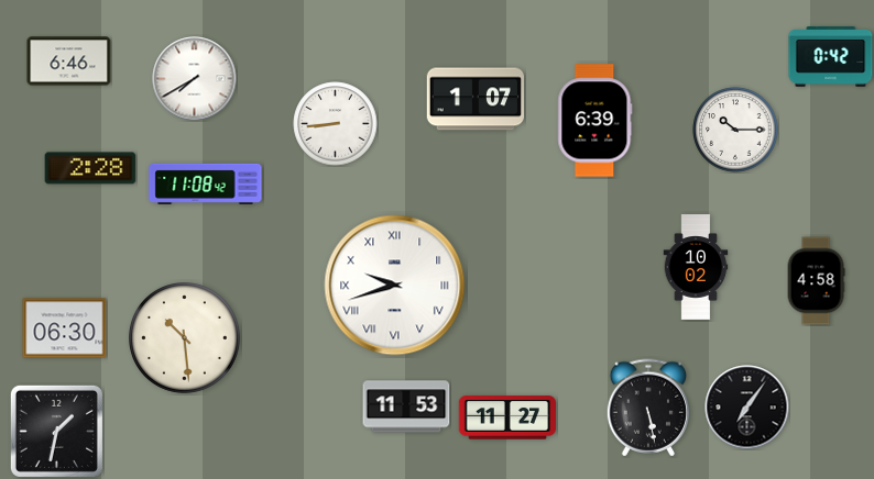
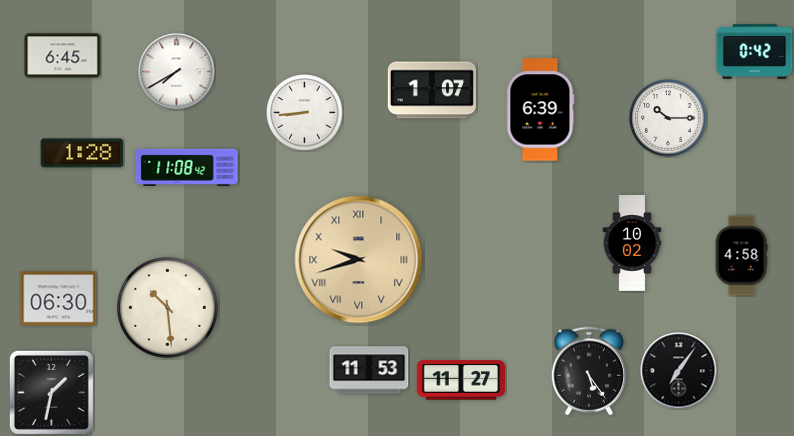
clock at (69, 62): 6:46 -> 6:45
clock at (90, 168): 2:28 -> 1:28
clock at (395, 286) dial: white -> champagne
clock at (647, 408): 5:28 -> 5:24
